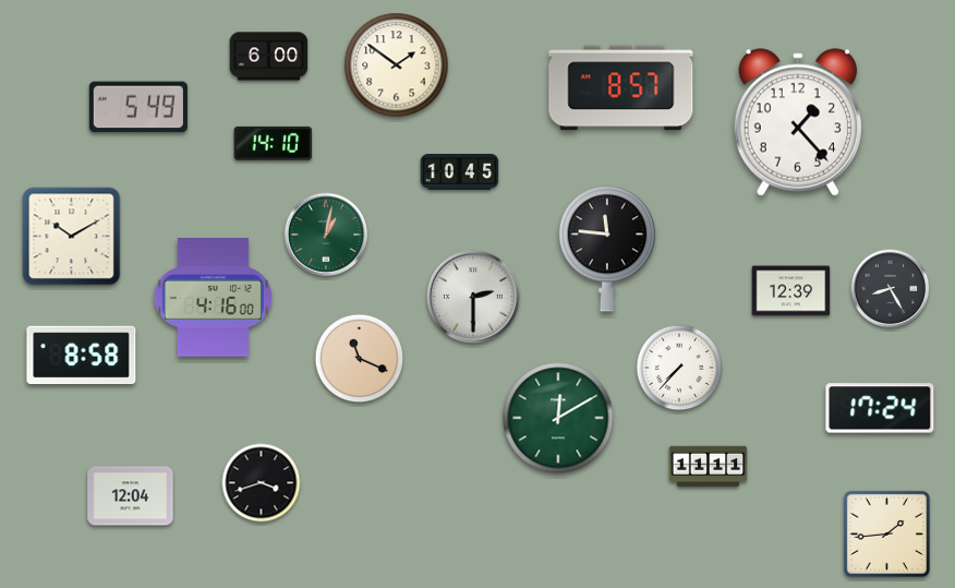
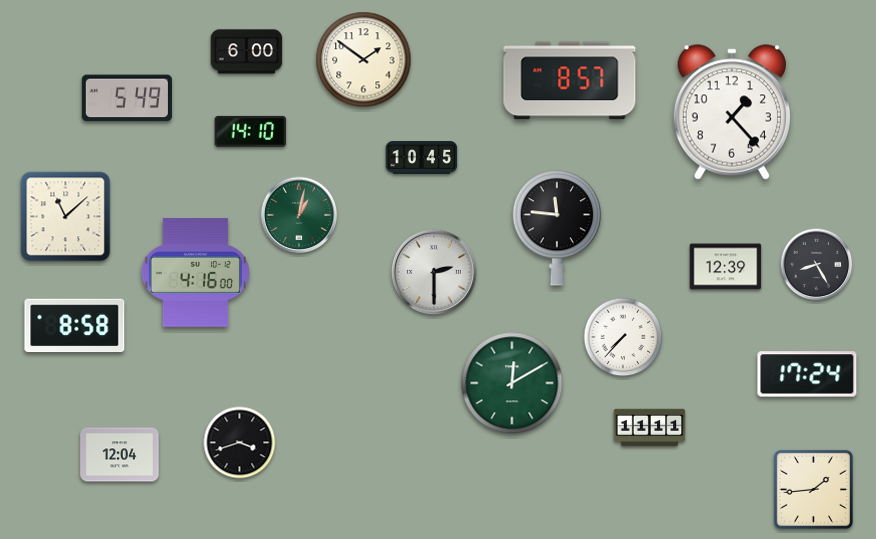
clock at (72, 237): 10:10 -> 11:08
clock at (360, 359): 11:19 -> none
